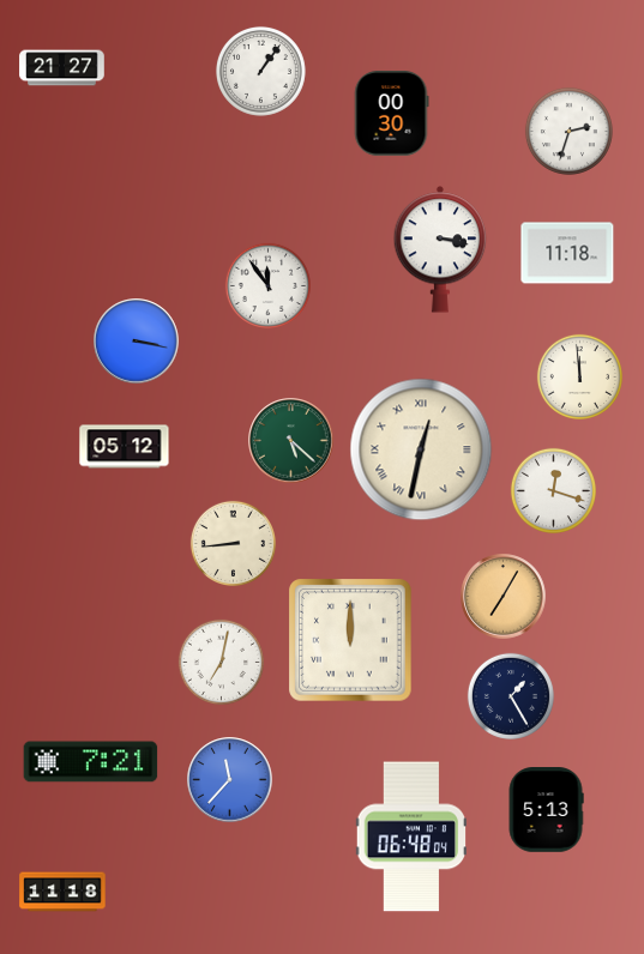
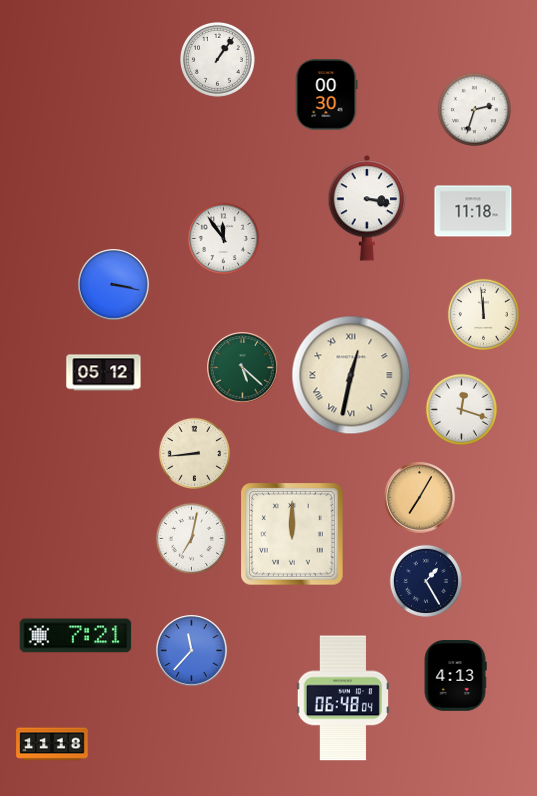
clock at (62, 68): 21:27 -> none
clock at (221, 662) position: (221, 662) -> (191, 538)
clock at (546, 810): 5:13 -> 4:13
